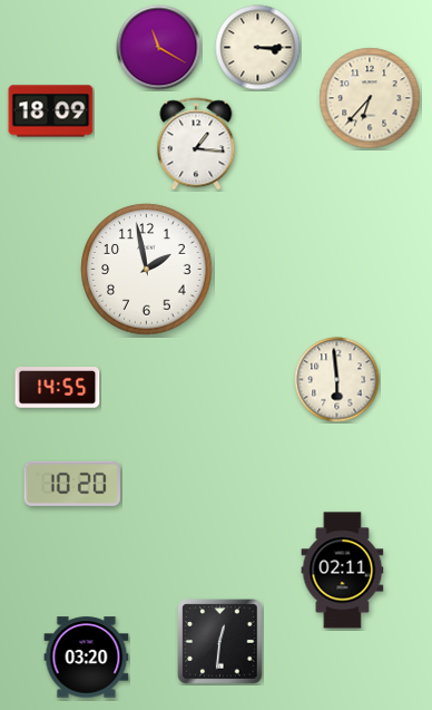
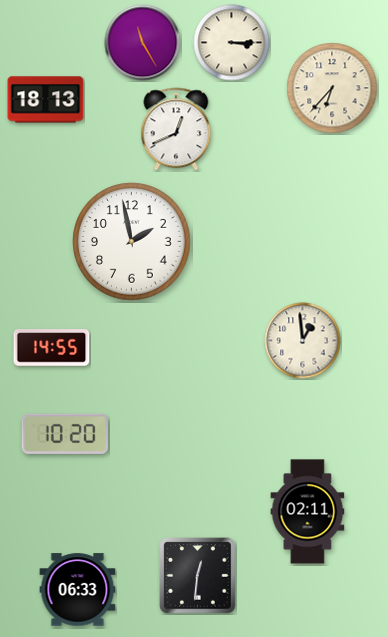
clock at (159, 48): 11:20 -> 11:25
clock at (51, 111): 18:09 -> 18:13
clock at (196, 144): 1:16 -> 12:41
clock at (337, 380): 5:59 -> 12:59
clock at (87, 658): 03:20 -> 06:33
